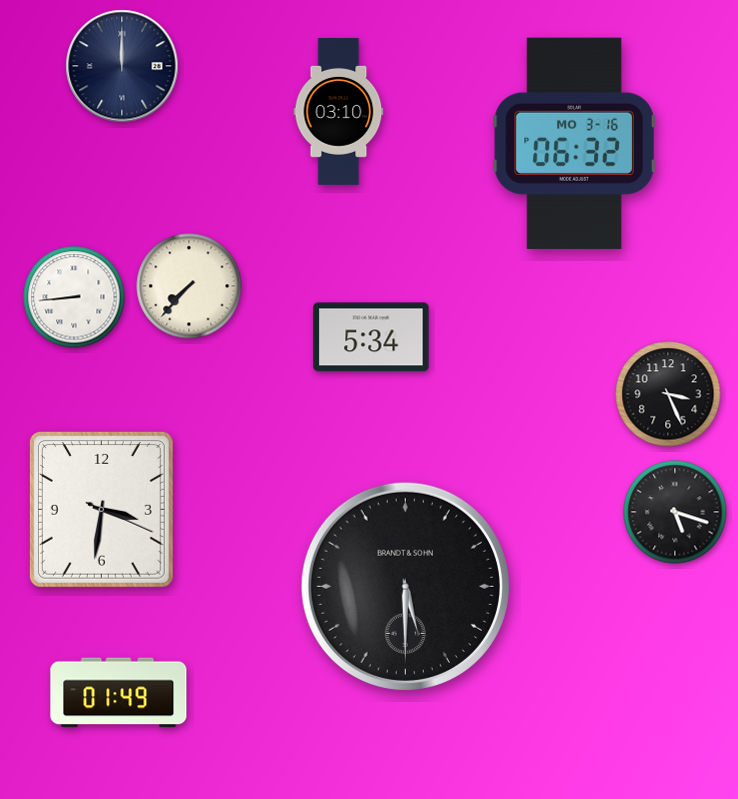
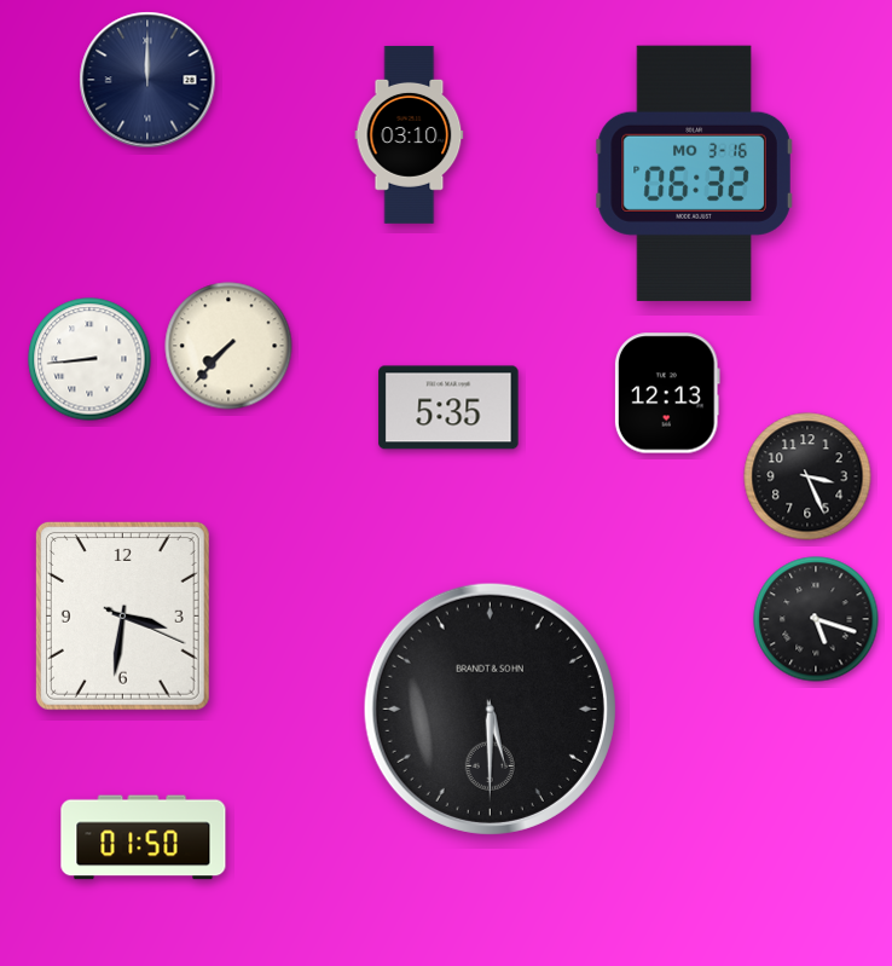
clock at (667, 393): none -> 12:13
clock at (371, 337): 5:34 -> 5:35
clock at (119, 693): 01:49 -> 01:50
